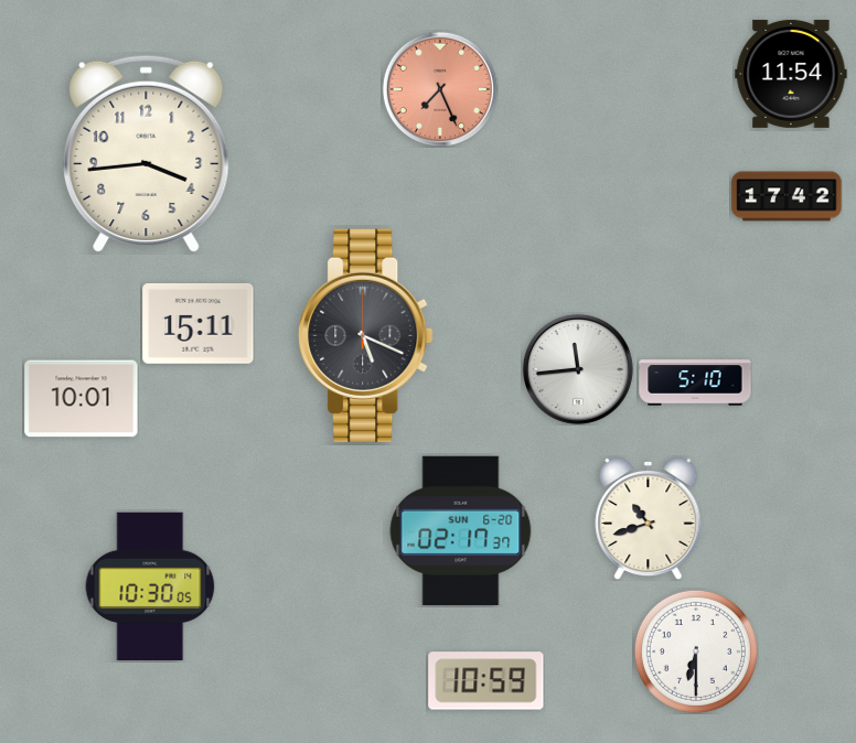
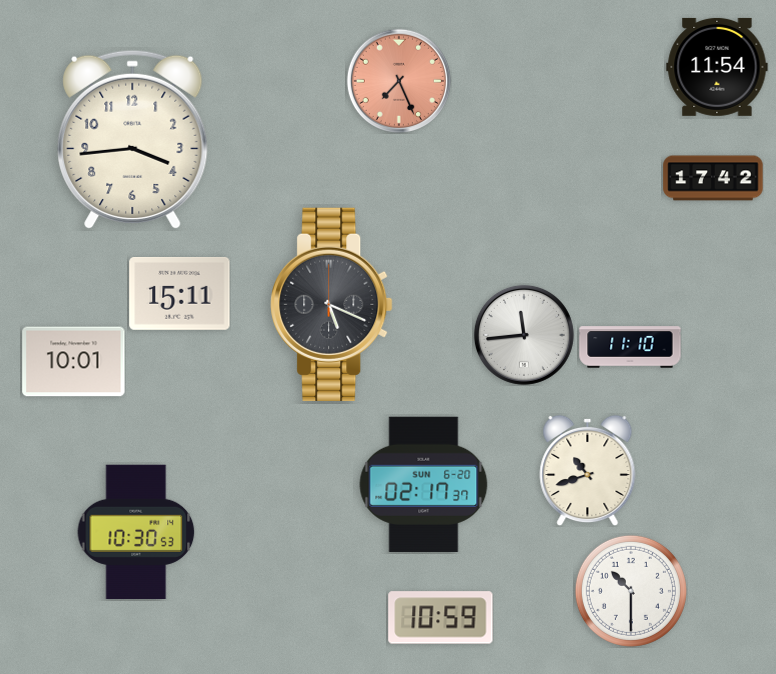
clock at (695, 383): 5:10 -> 11:10
clock at (461, 530) position: (461, 530) -> (424, 484)
clock at (150, 585): 10:30:05 -> 10:30:53
clock at (696, 652): 6:30 -> 10:30
